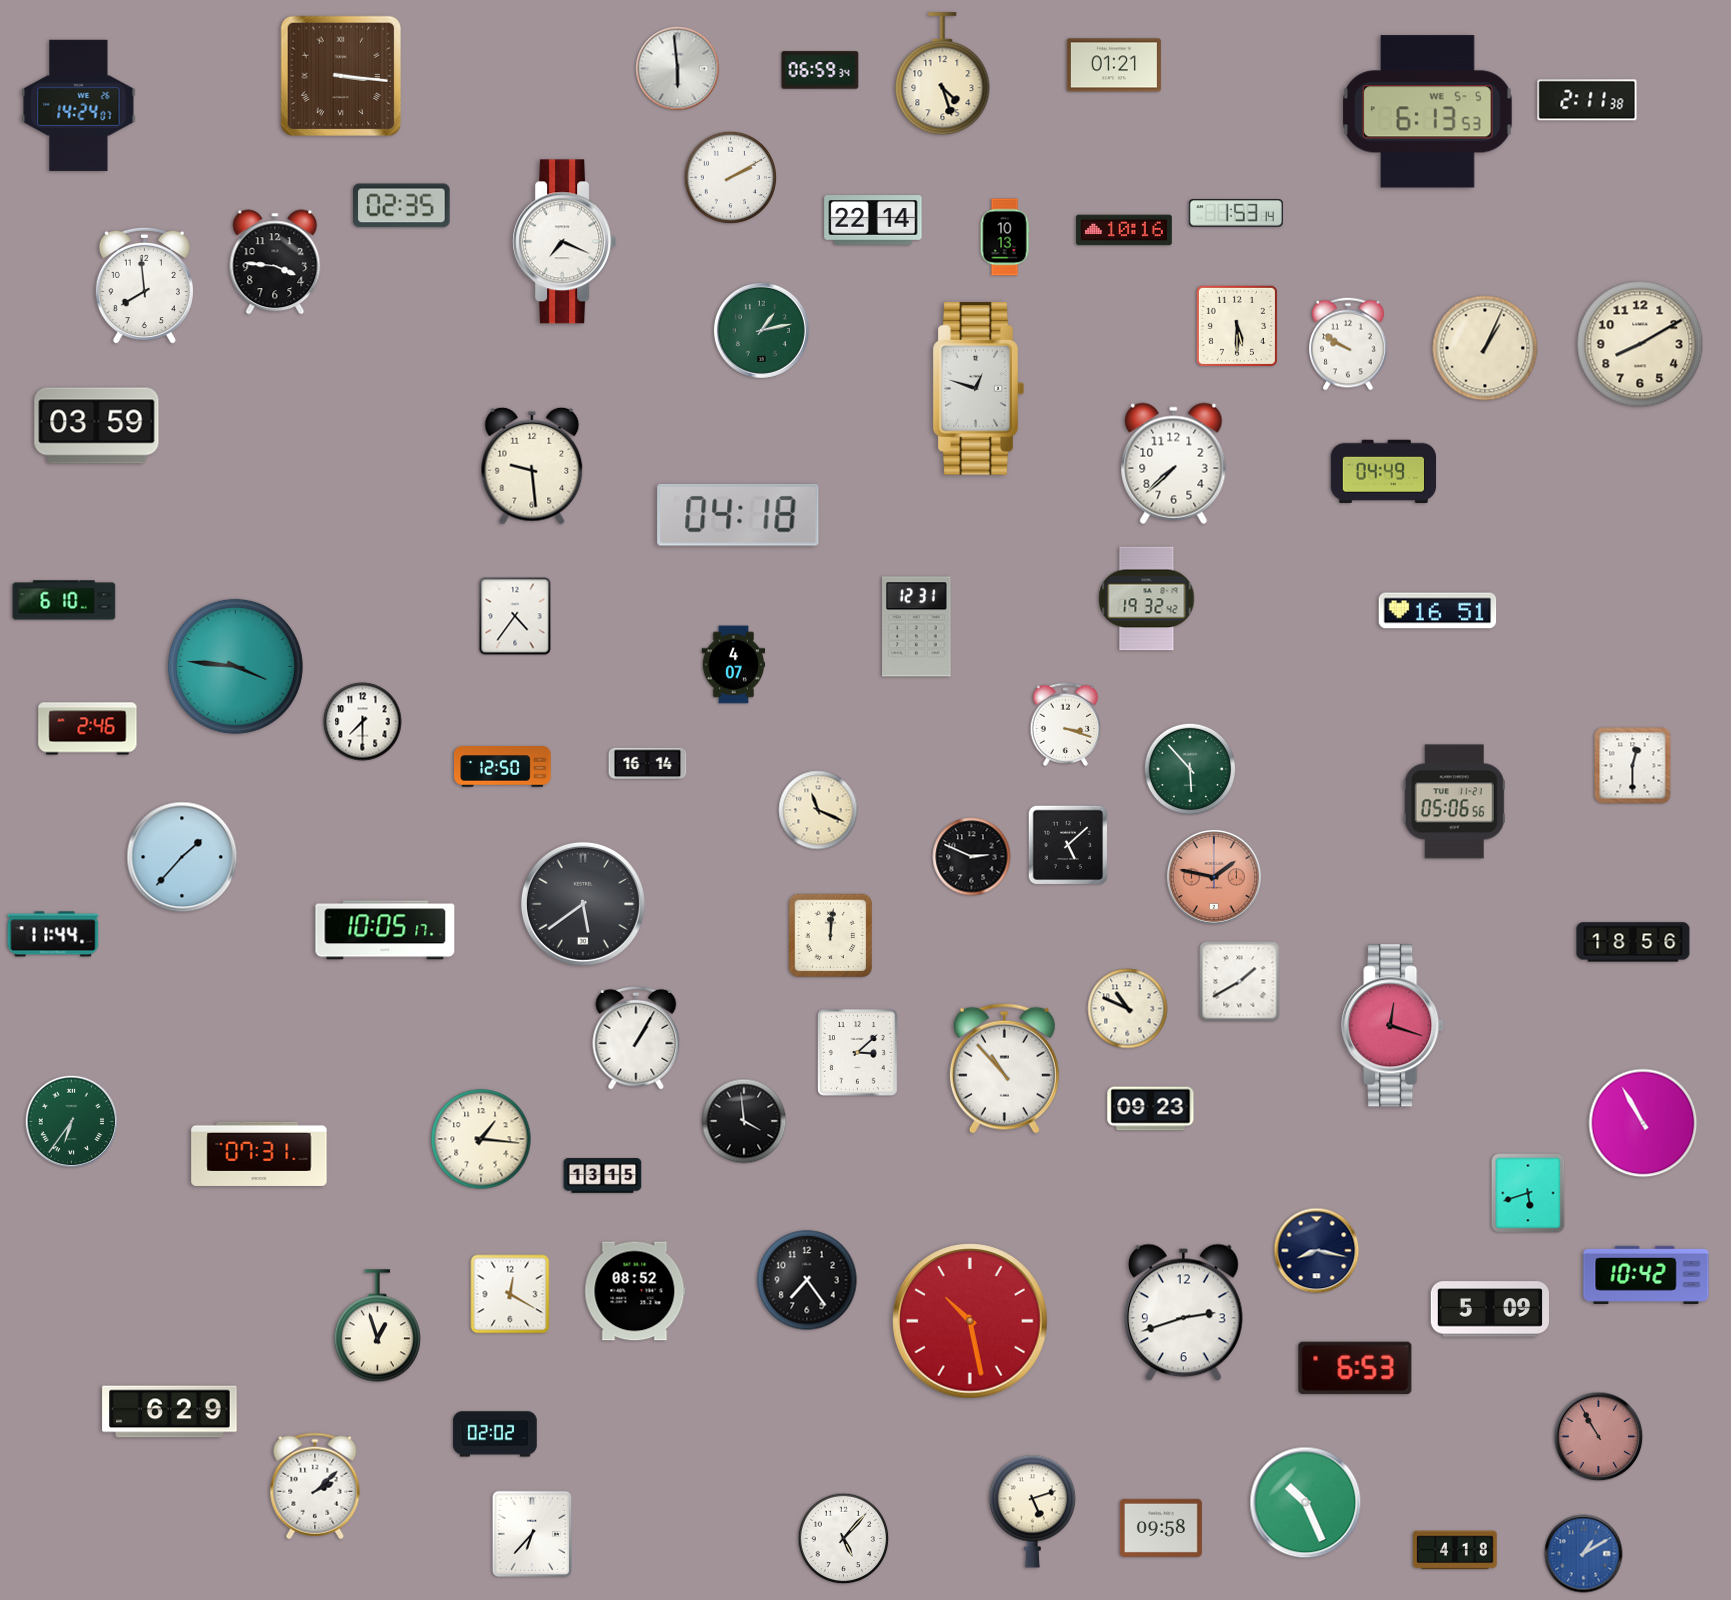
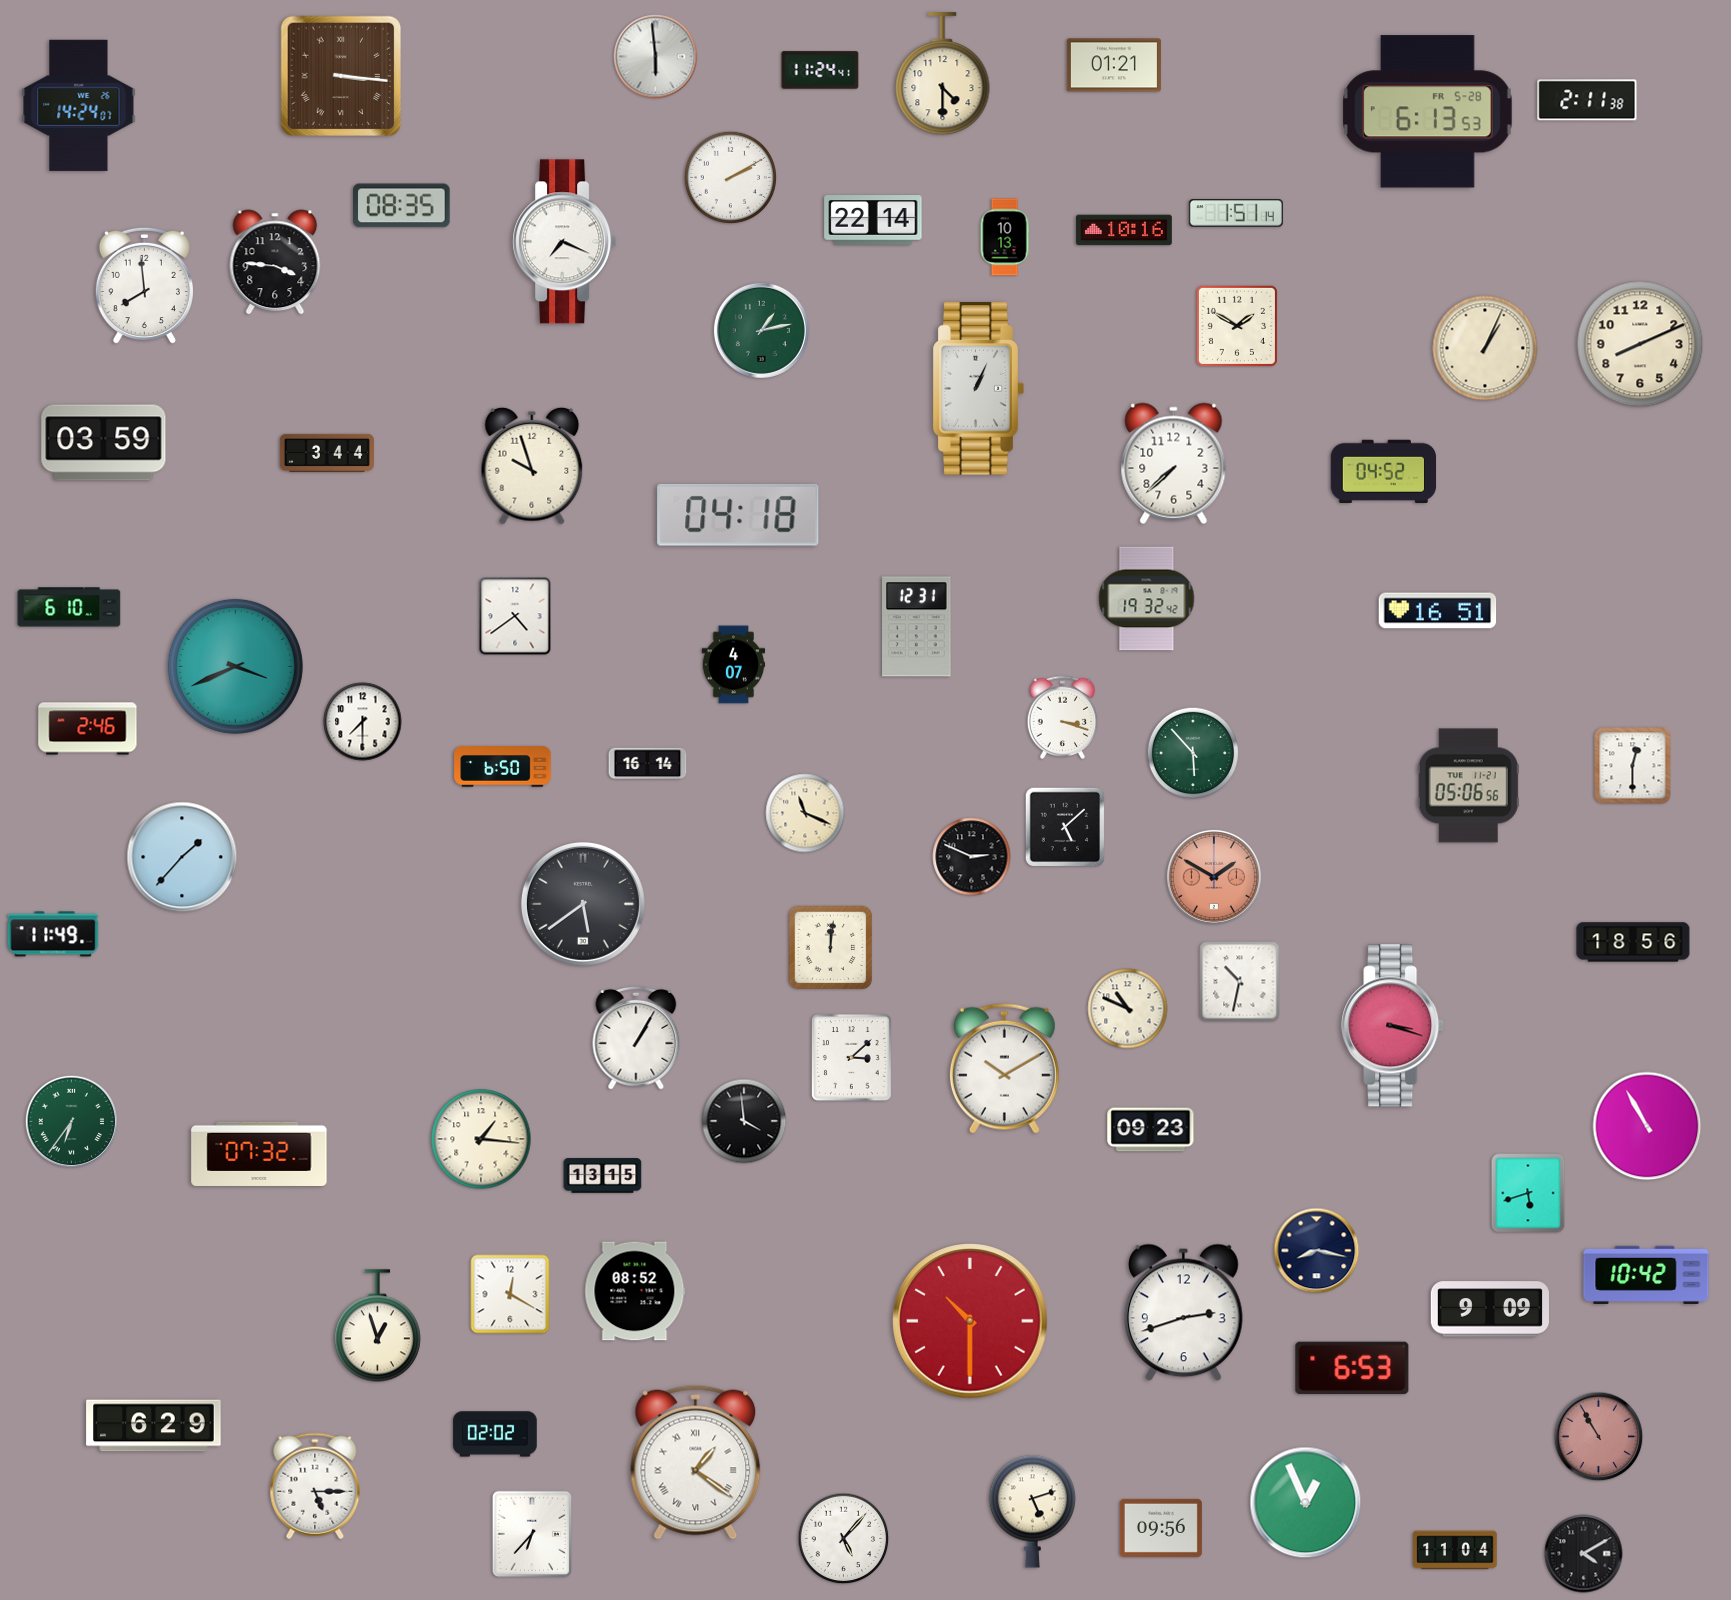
clock at (678, 69) position: (678, 69) -> (656, 57)
clock at (820, 70): 06:59 -> 11:24
clock at (943, 74): 4:27 -> 4:30
clock at (1427, 112) date: WE 5-5 -> FR 5-28
clock at (402, 206): 02:35 -> 08:35
clock at (1236, 213): 1:53 -> 1:51
clock at (1237, 326): 5:30 -> 1:50
clock at (1348, 344): 9:50 -> none
clock at (1640, 344): 8:10 -> 8:11
clock at (978, 389): 12:48 -> 1:04
clock at (97, 426) position: (97, 426) -> (104, 443)
clock at (327, 453): none -> 3:44
clock at (532, 466): 9:29 -> 9:57
clock at (1384, 472): 04:49 -> 04:52
clock at (64, 600) position: (64, 600) -> (69, 607)
clock at (515, 616): 4:36 -> 4:39
clock at (235, 666): 3:46 -> 3:41
clock at (1066, 725) position: (1066, 725) -> (1063, 718)
clock at (503, 767): 12:50 -> 6:50
clock at (1190, 769) position: (1190, 769) -> (1193, 753)
clock at (1454, 802) position: (1454, 802) -> (1468, 786)
clock at (818, 810) position: (818, 810) -> (805, 813)
clock at (1068, 845) position: (1068, 845) -> (1065, 827)
clock at (1214, 877): 1:47 -> 1:50
clock at (385, 930): 10:05 -> none
clock at (53, 934): 11:44 -> 11:49
clock at (830, 935) position: (830, 935) -> (830, 947)
clock at (1240, 982): 1:40 -> 10:32
clock at (1393, 1026): 12:18 -> 3:18
clock at (858, 1053) position: (858, 1053) -> (852, 1058)
clock at (1004, 1068): 10:53 -> 10:10
clock at (1151, 1109) position: (1151, 1109) -> (1151, 1130)
clock at (1643, 1123) position: (1643, 1123) -> (1647, 1126)
clock at (259, 1154): 07:31 -> 07:32
clock at (807, 1280): 7:24 -> none
clock at (1489, 1309): 5:09 -> 9:09
clock at (970, 1321): 10:28 -> 10:30
clock at (1355, 1368) position: (1355, 1368) -> (1352, 1368)
clock at (170, 1412) position: (170, 1412) -> (154, 1426)
clock at (696, 1462): none -> 1:21
clock at (315, 1486): 2:08 -> 5:15
clock at (1306, 1503): 10:26 -> 12:56
clock at (1161, 1528): 09:58 -> 09:56
clock at (1455, 1550): 4:18 -> 11:04
clock at (1584, 1554): 1:10 -> 4:10
clock at (1584, 1554) dial: blue -> black
